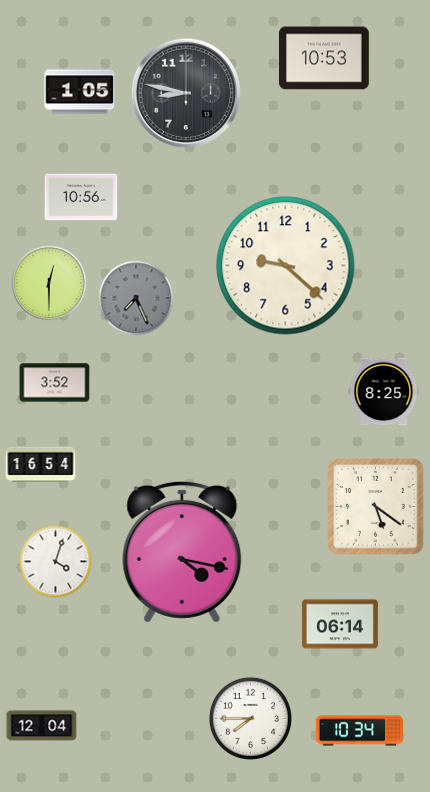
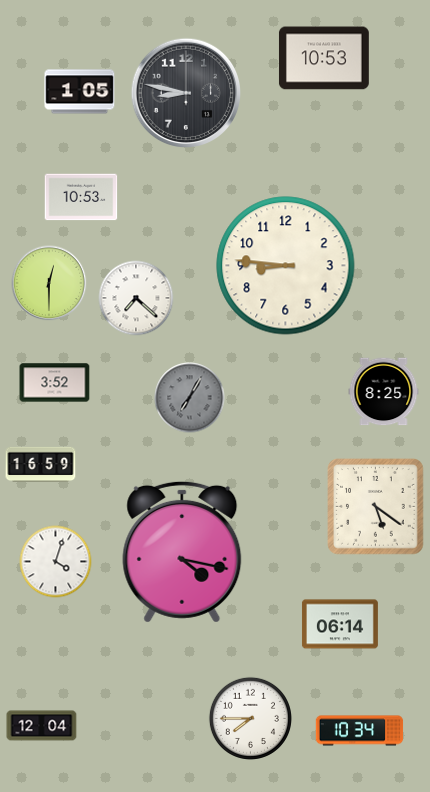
clock at (81, 197): 10:56 -> 10:53
clock at (286, 266): 9:22 -> 8:46
clock at (136, 298): 7:26 -> 7:22
clock at (136, 298) dial: grey -> white
clock at (190, 398): none -> 7:05
clock at (41, 465): 16:54 -> 16:59
